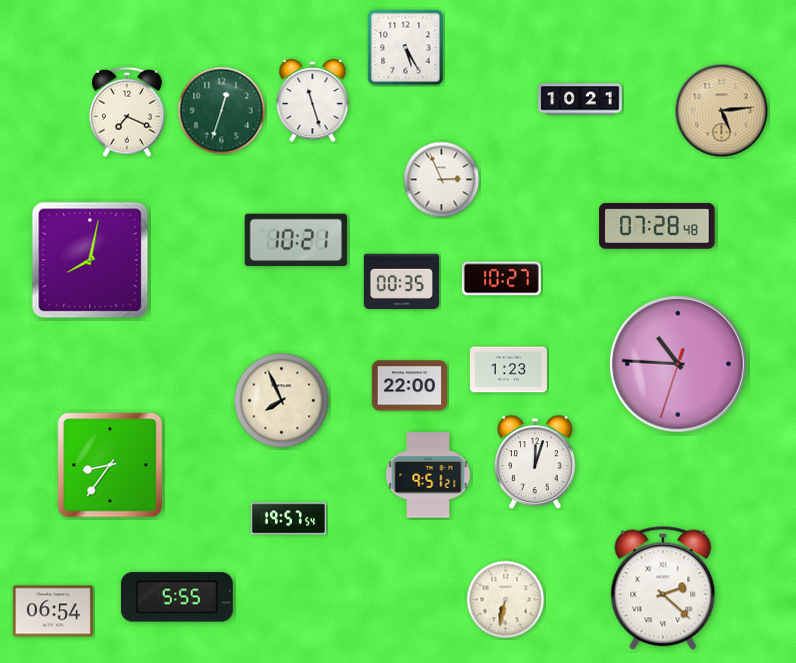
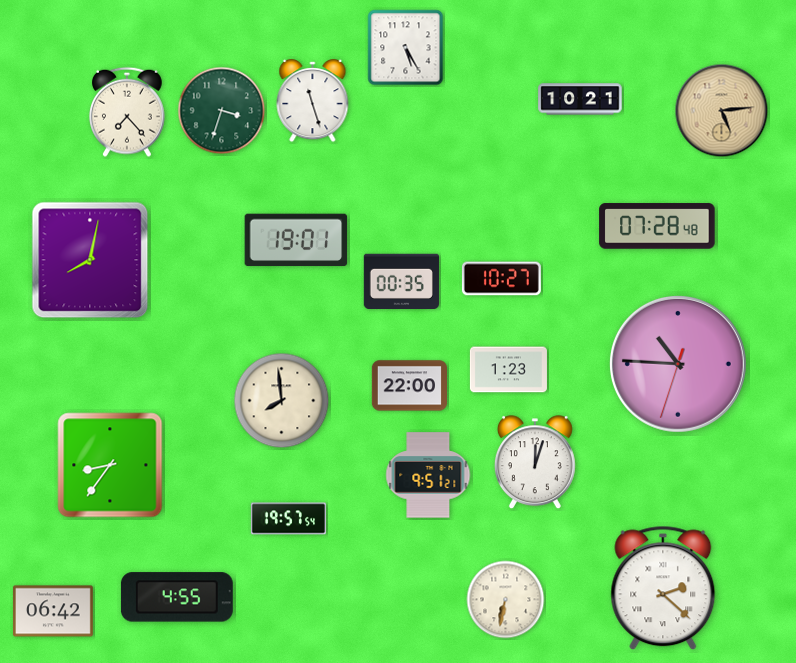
clock at (222, 111): 12:33 -> 3:33
clock at (128, 112): 7:19 -> 7:23
clock at (442, 180): 2:56 -> none
clock at (296, 240): 10:21 -> 19:01
clock at (282, 401): 7:56 -> 7:59
clock at (177, 597): 5:55 -> 4:55
clock at (53, 611): 06:54 -> 06:42
